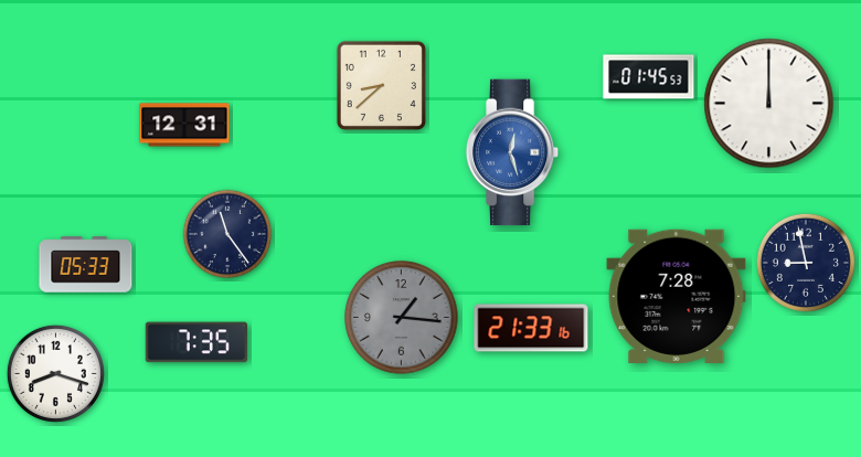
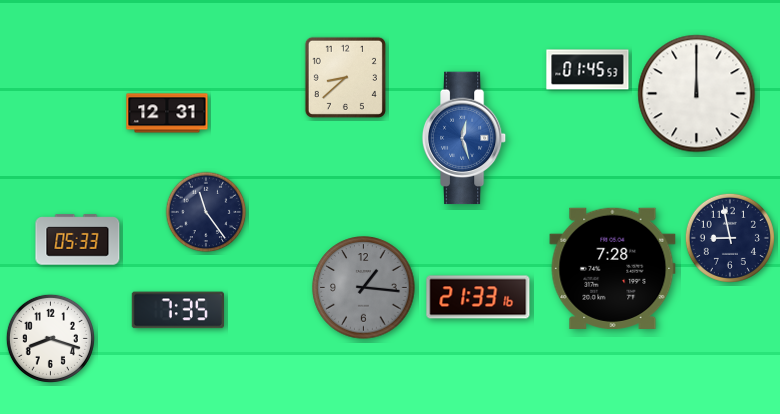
clock at (531, 328) position: (531, 328) -> (478, 297)
